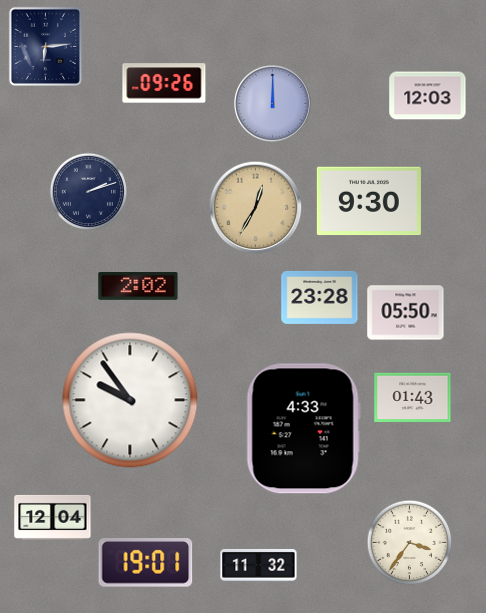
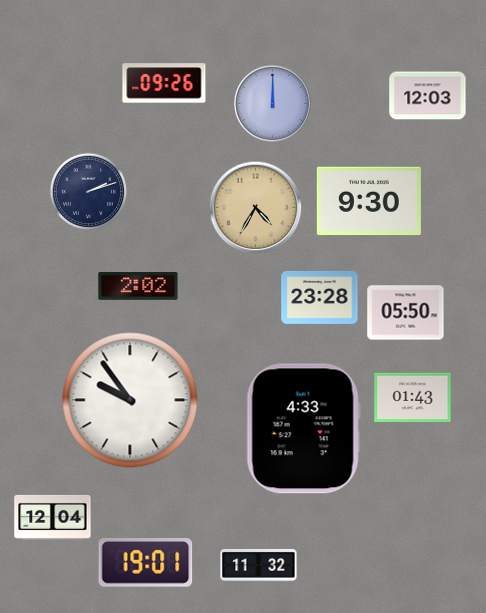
clock at (45, 46): 6:14 -> none
clock at (255, 207): 12:35 -> 4:35
clock at (409, 542): 3:36 -> none
